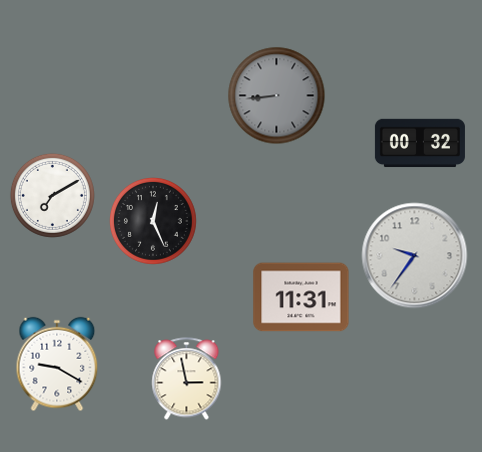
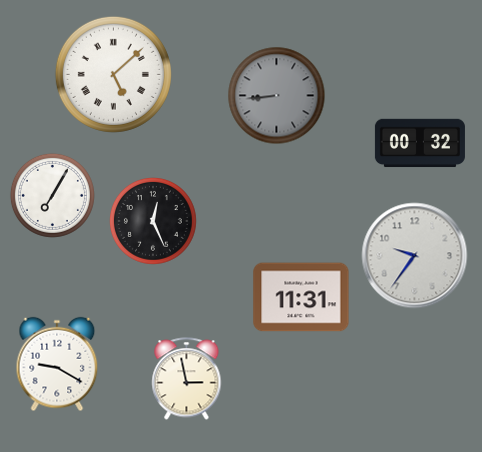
clock at (113, 74): none -> 5:08
clock at (52, 195): 7:10 -> 7:05
